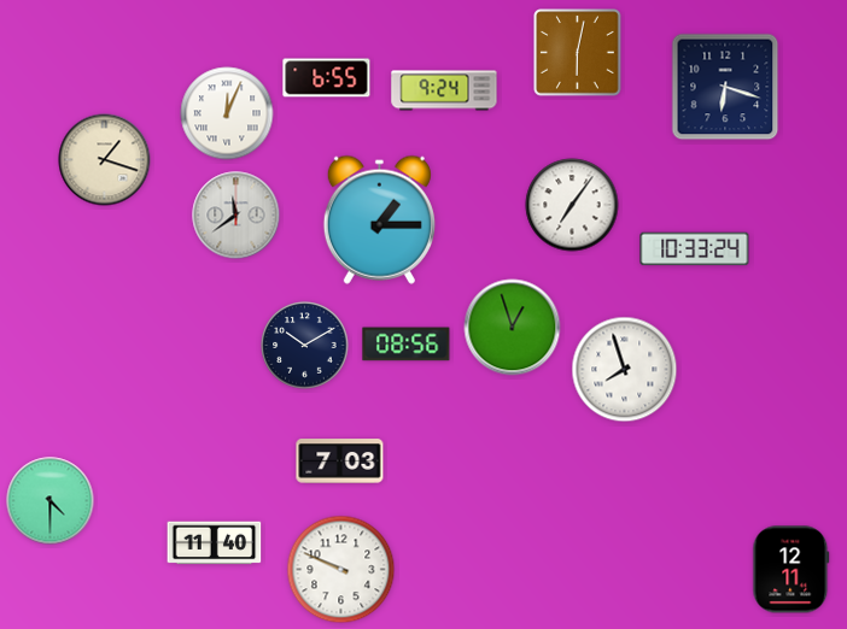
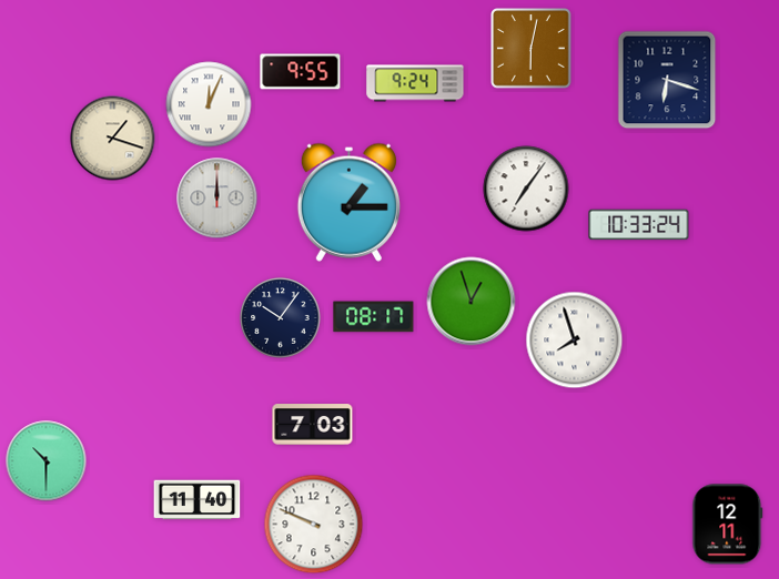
clock at (327, 78): 6:55 -> 9:55
clock at (444, 90) position: (444, 90) -> (415, 83)
clock at (105, 160) position: (105, 160) -> (113, 139)
clock at (236, 216): 11:39 -> 12:00
clock at (695, 249) position: (695, 249) -> (639, 225)
clock at (407, 345): 08:56 -> 08:17
clock at (305, 346): 10:10 -> 10:06
clock at (51, 501): 4:30 -> 10:30
